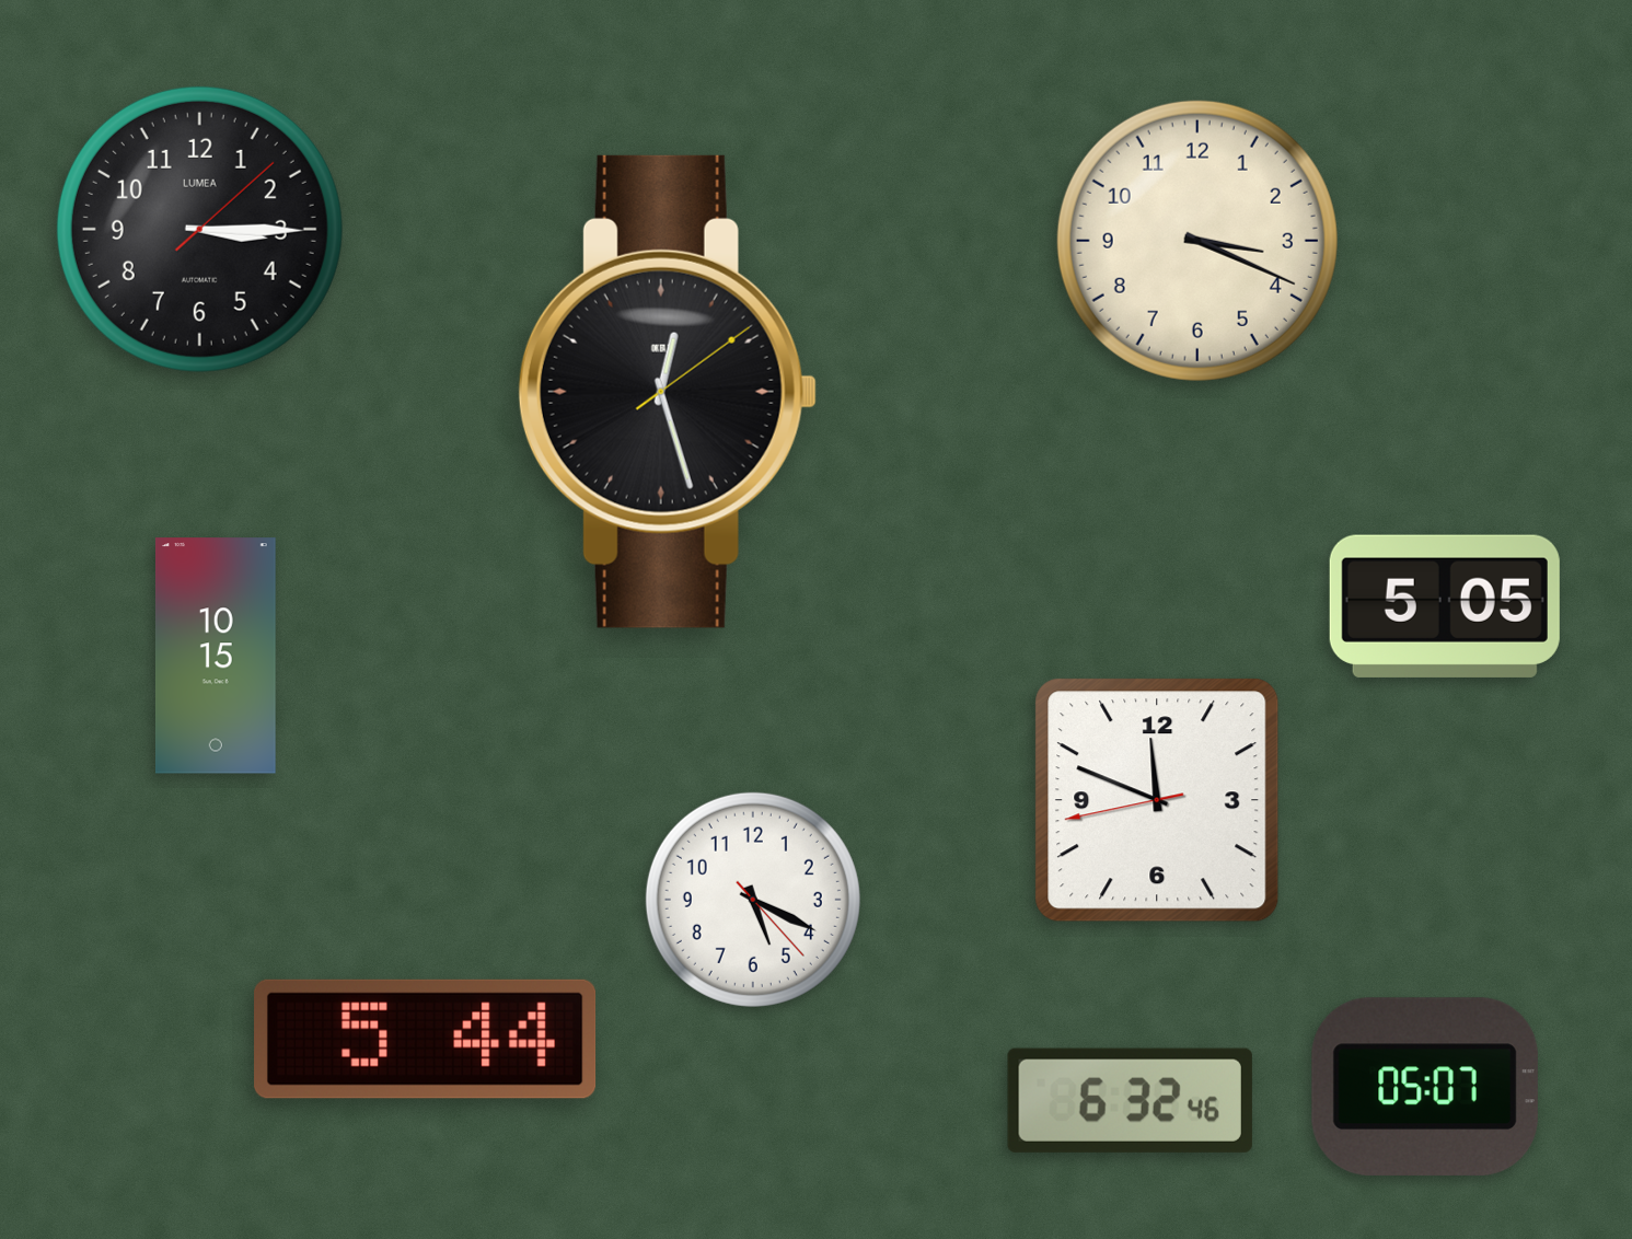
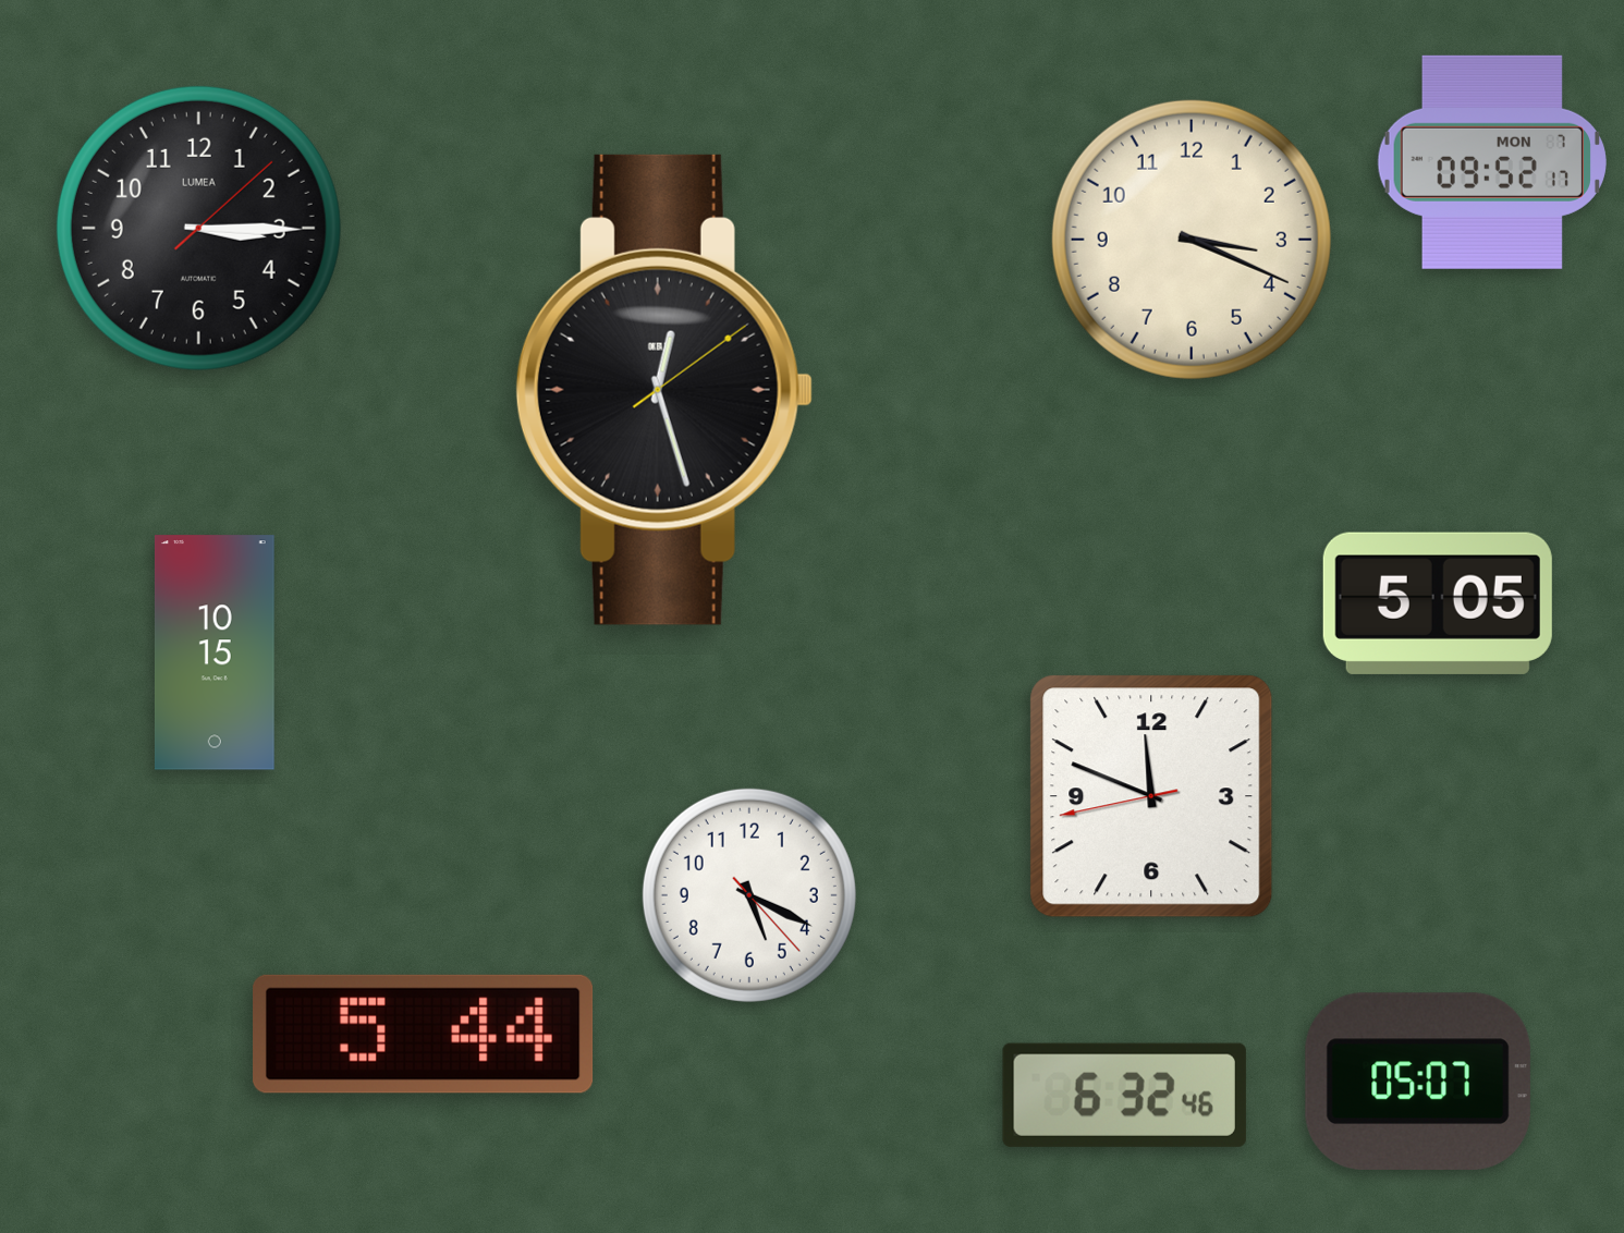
clock at (1492, 162): none -> 09:52
